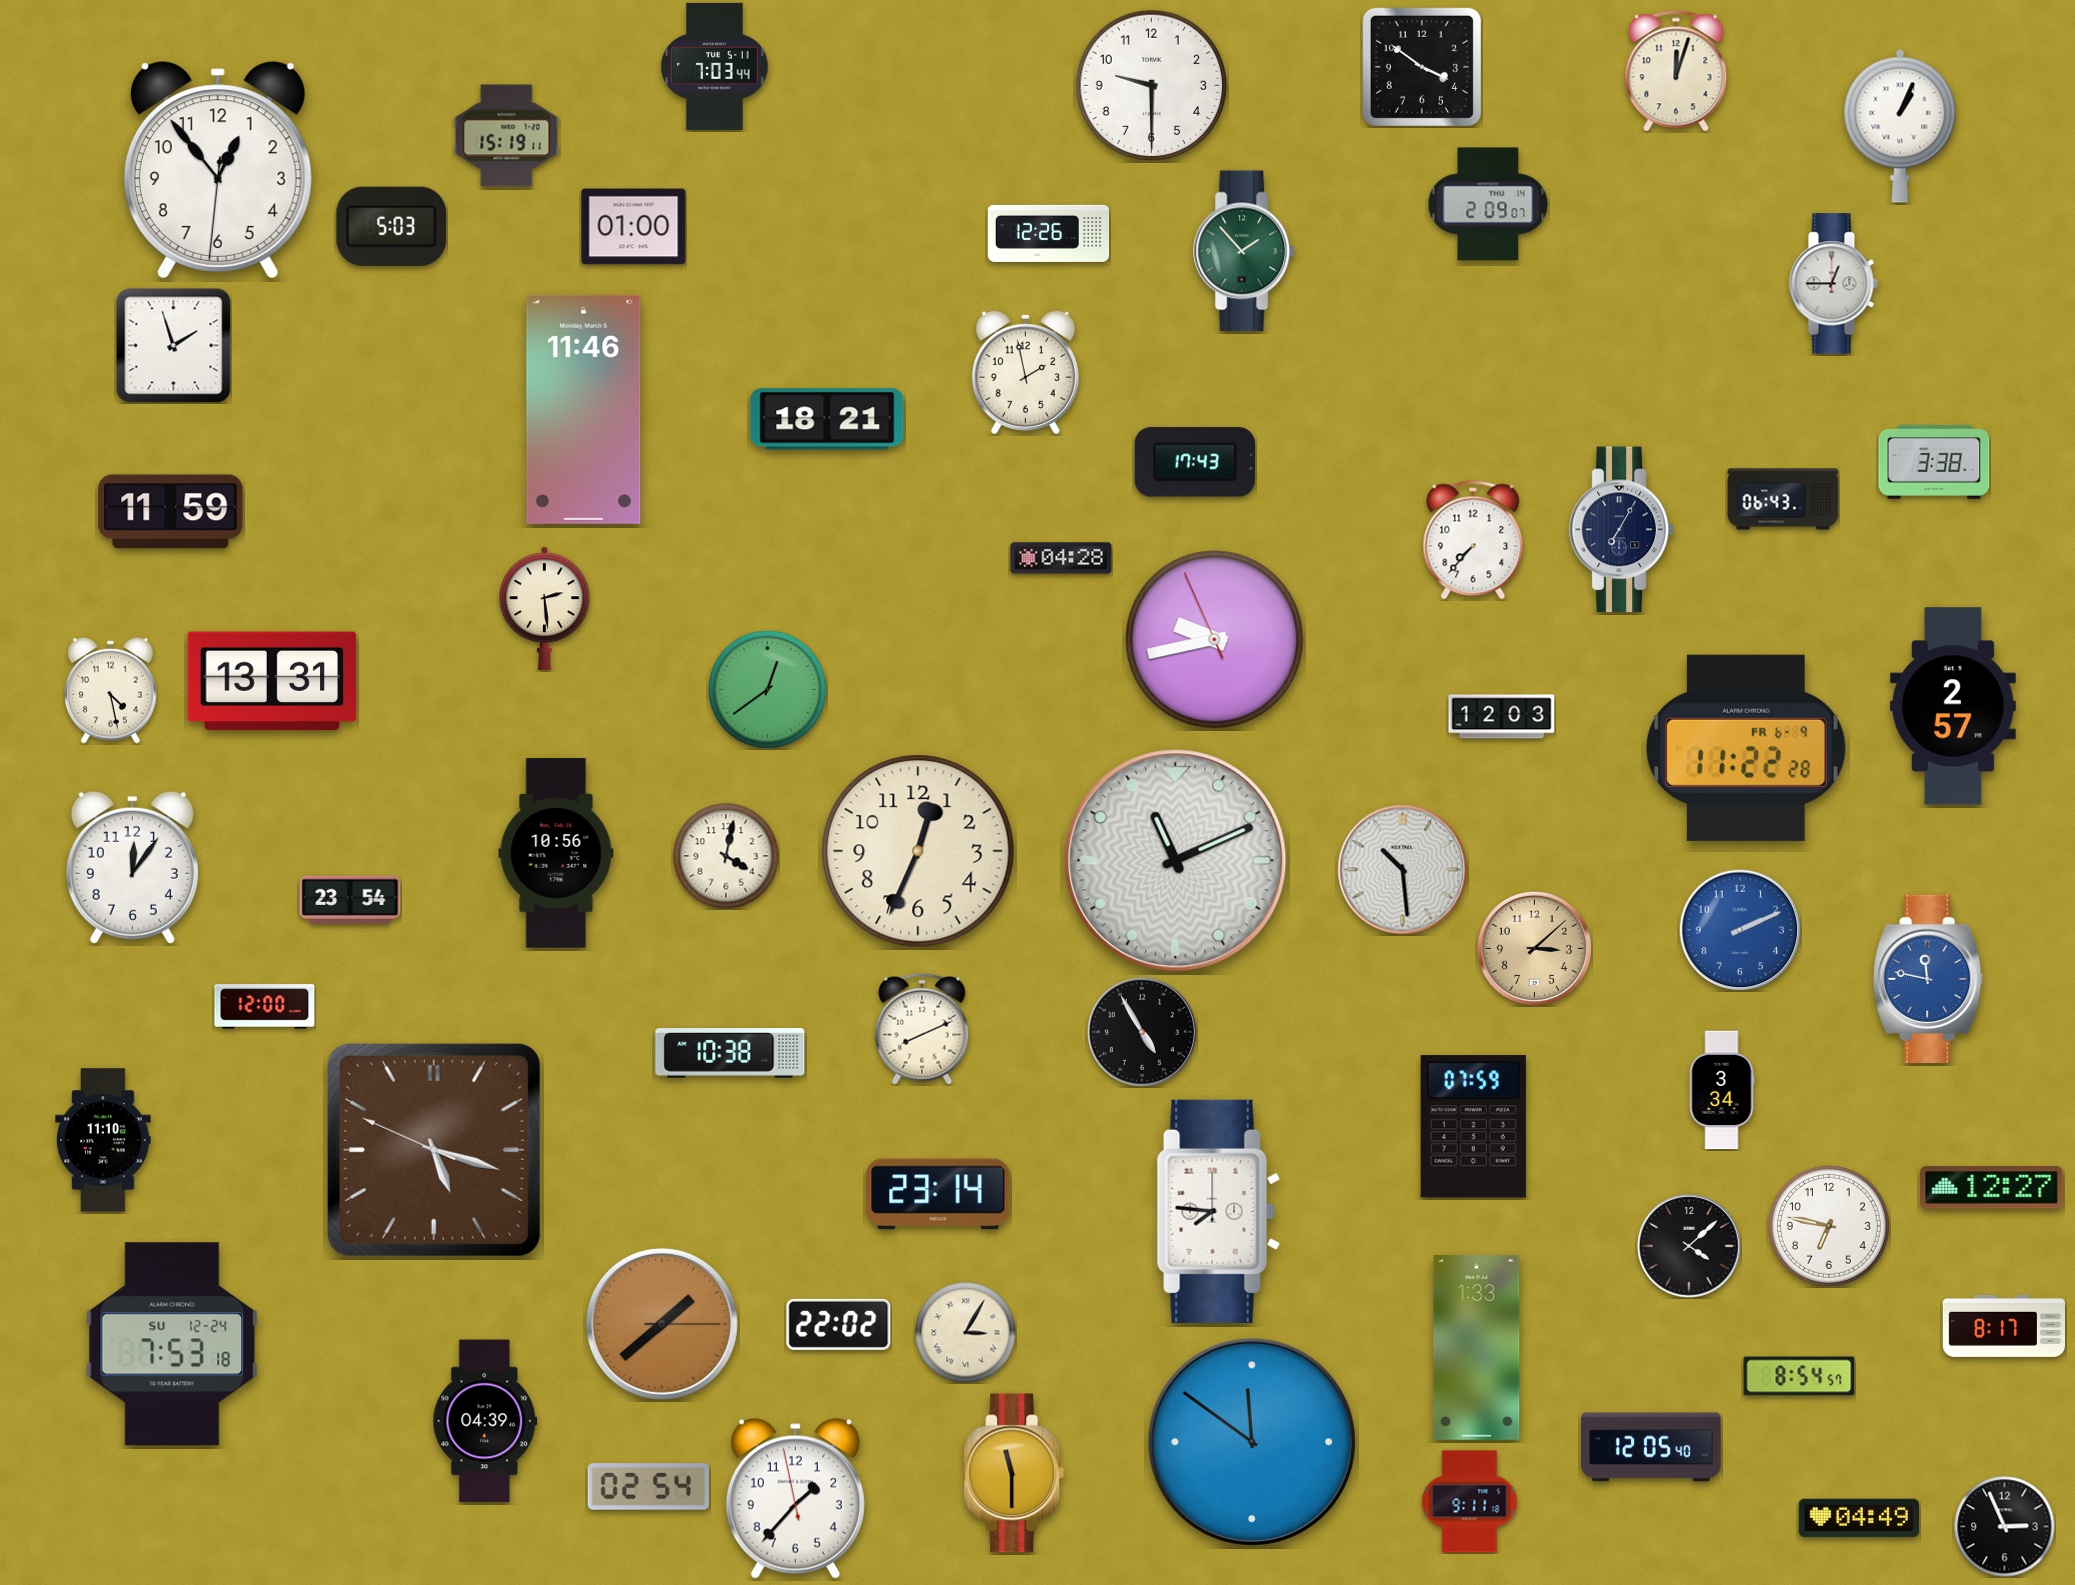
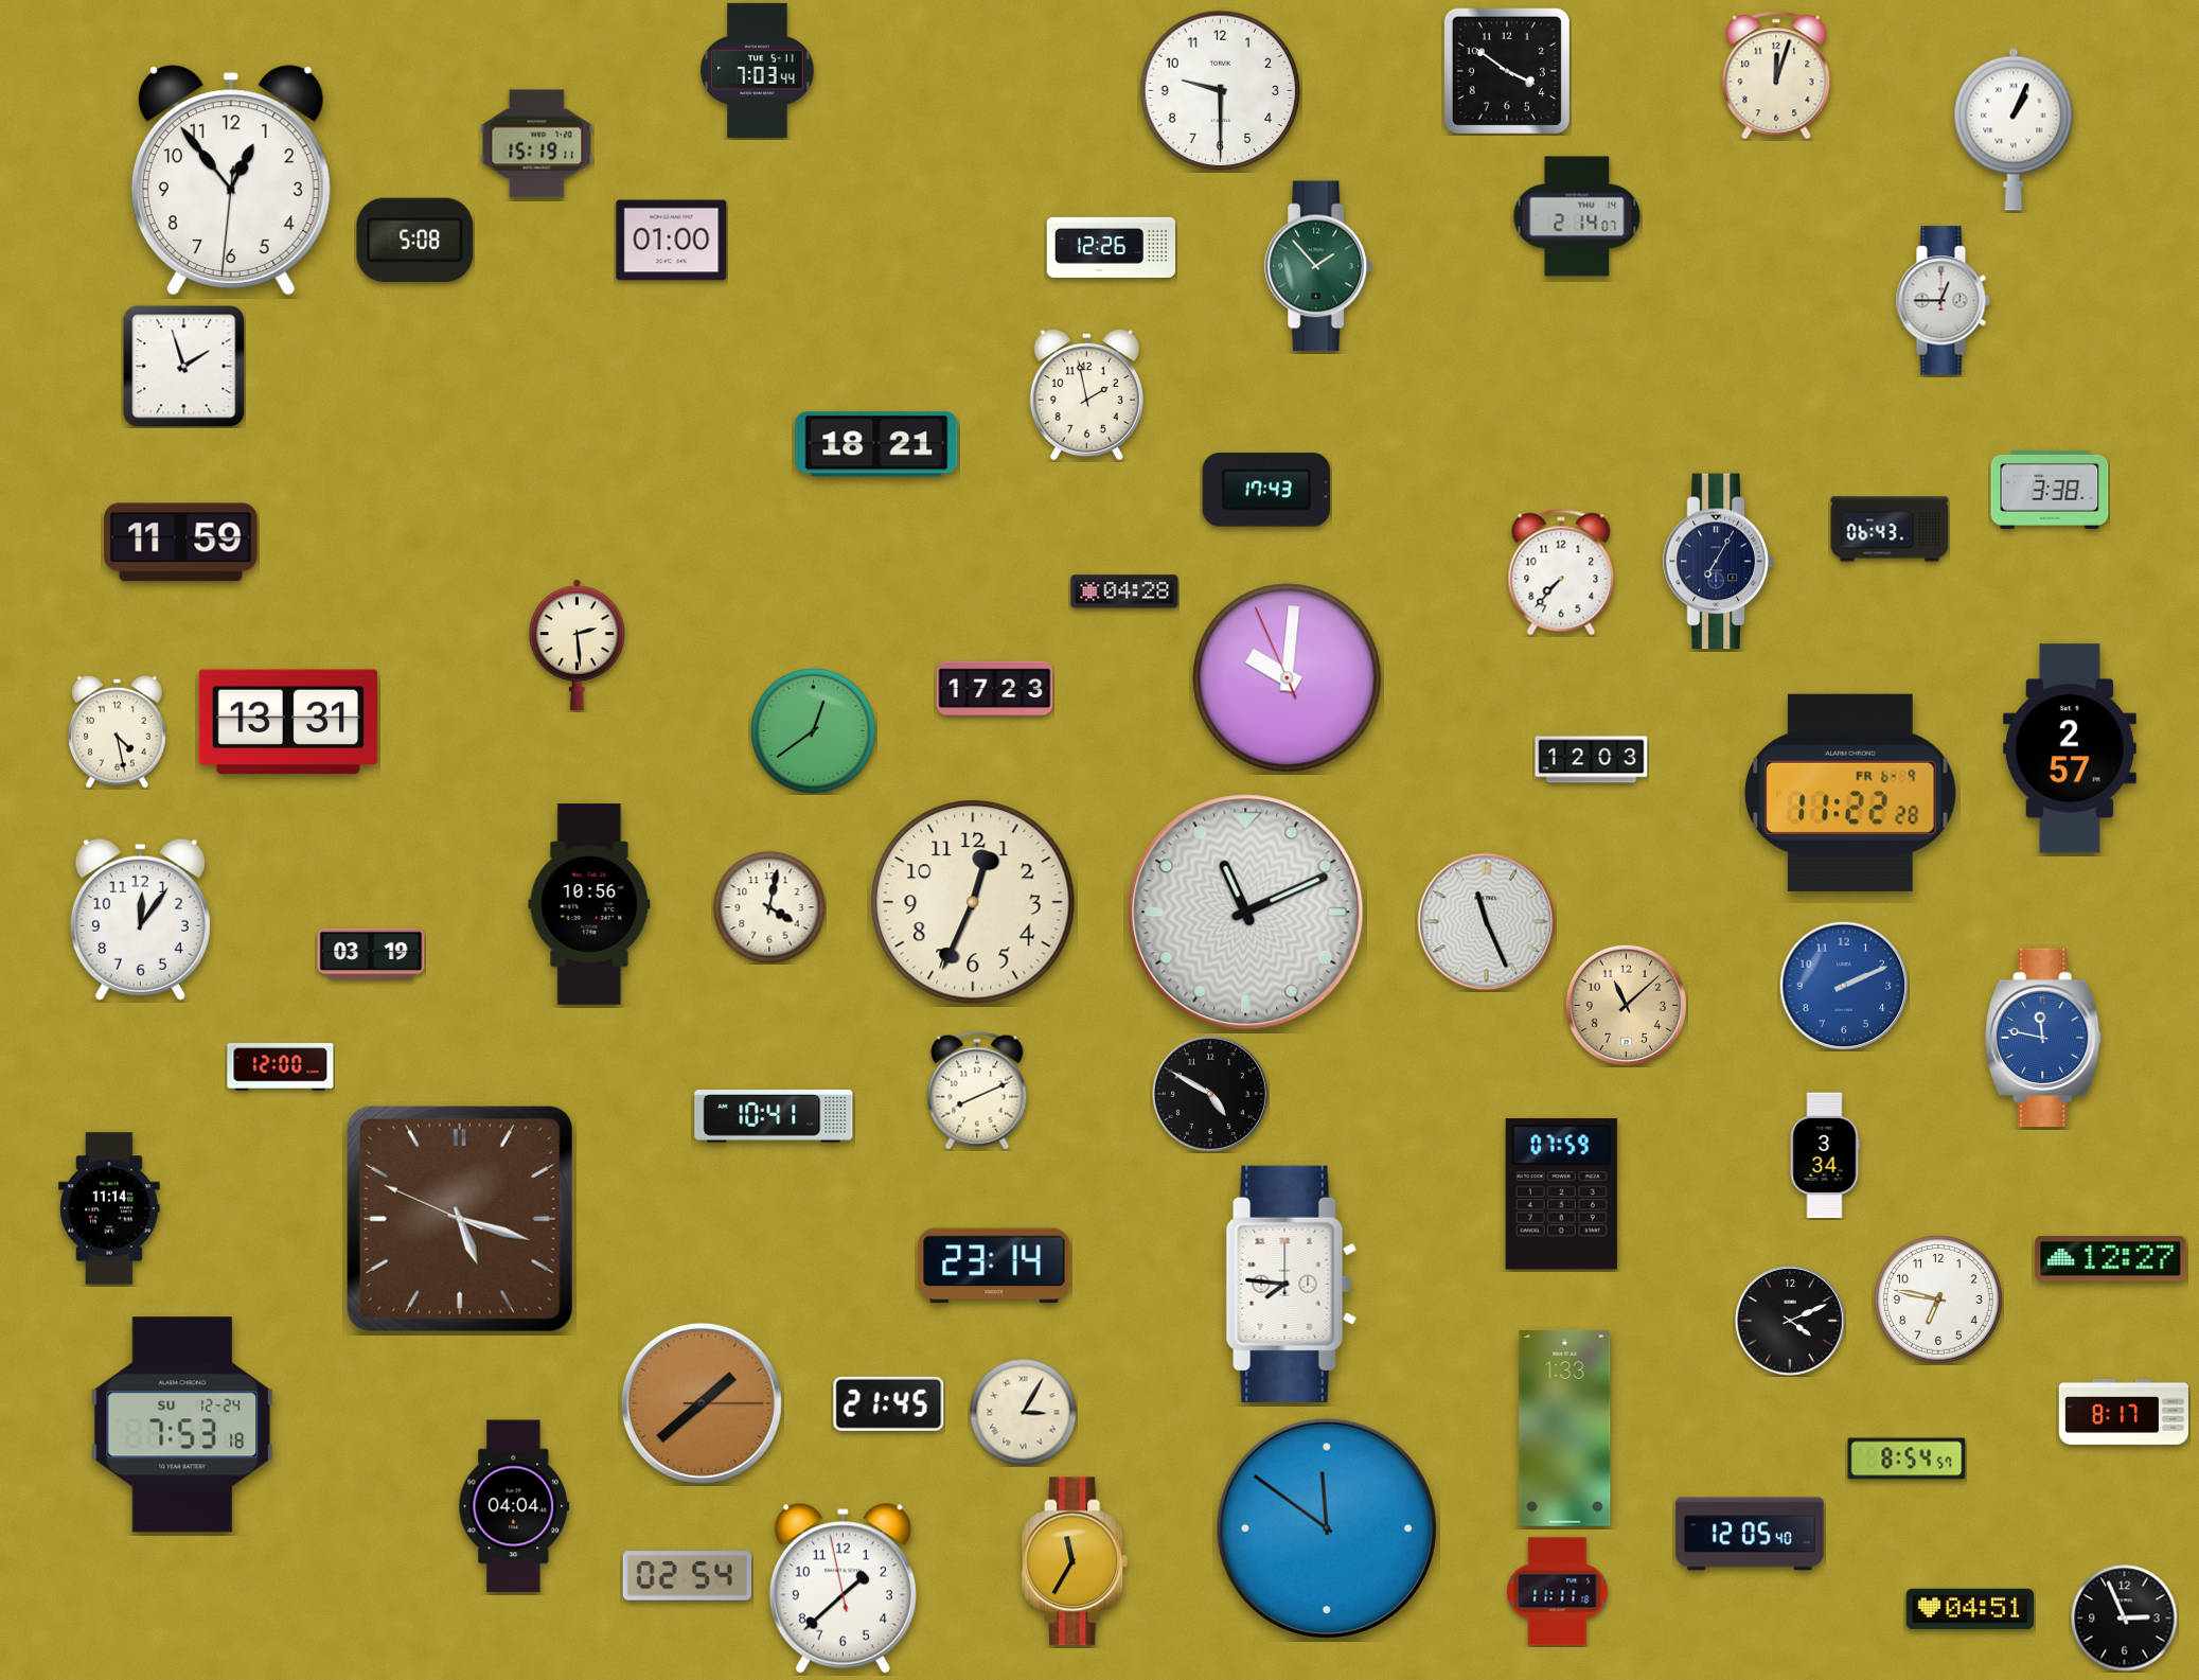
clock at (1900, 126) position: (1900, 126) -> (2014, 129)
clock at (1488, 204): 2:09 -> 2:14
clock at (392, 226): 5:03 -> 5:08
clock at (584, 409): 11:46 -> none
clock at (1215, 640): 9:42 -> 10:00
clock at (995, 689): none -> 17:23
clock at (1403, 870): 10:29 -> 11:26
clock at (350, 899): 23:54 -> 03:19
clock at (1534, 948): 3:08 -> 11:08
clock at (1142, 1032): 4:55 -> 4:50
clock at (730, 1053): 10:38 -> 10:41
clock at (103, 1140): 11:10 -> 11:14
clock at (1689, 1246): 4:08 -> 4:11
clock at (839, 1324): 22:02 -> 21:45
clock at (2003, 1326) position: (2003, 1326) -> (2123, 1412)
clock at (485, 1421): 04:39 -> 04:04
clock at (1014, 1473): 11:30 -> 11:35
clock at (795, 1499): 1:36 -> 1:37
clock at (1470, 1502): 9:11 -> 11:11
clock at (1858, 1517): 04:49 -> 04:51
